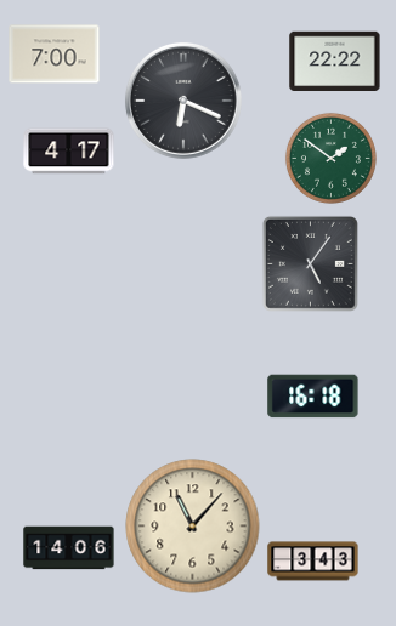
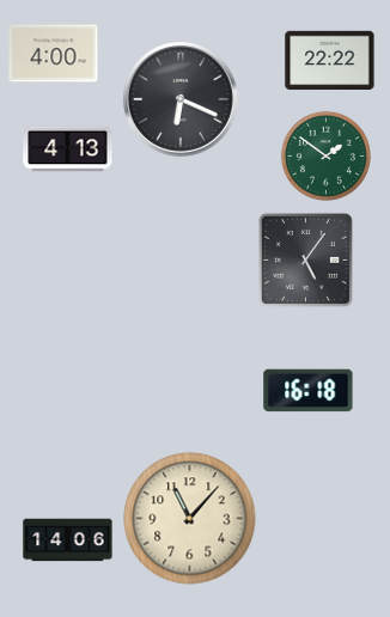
clock at (55, 55): 7:00 -> 4:00
clock at (69, 152): 4:17 -> 4:13
clock at (313, 562): 3:43 -> none
